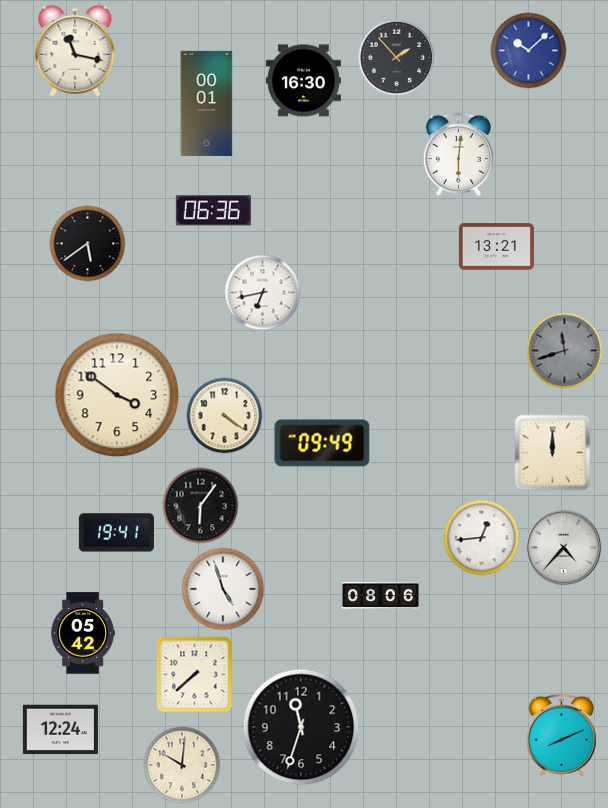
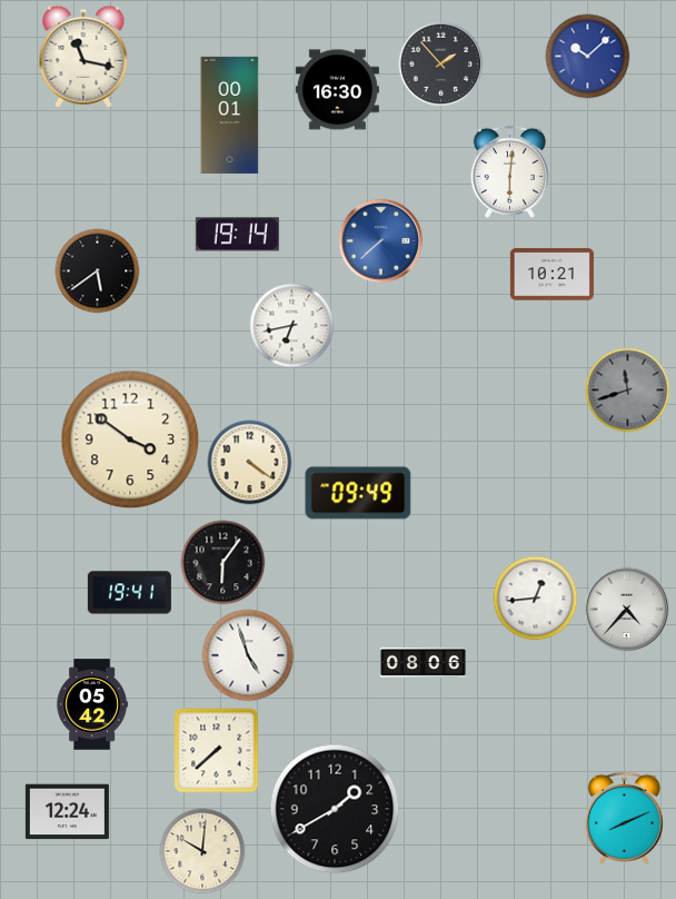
clock at (213, 211): 06:36 -> 19:14
clock at (381, 241): none -> 7:38
clock at (496, 247): 13:21 -> 10:21
clock at (553, 453): 12:00 -> none
clock at (301, 727): 11:33 -> 1:40
